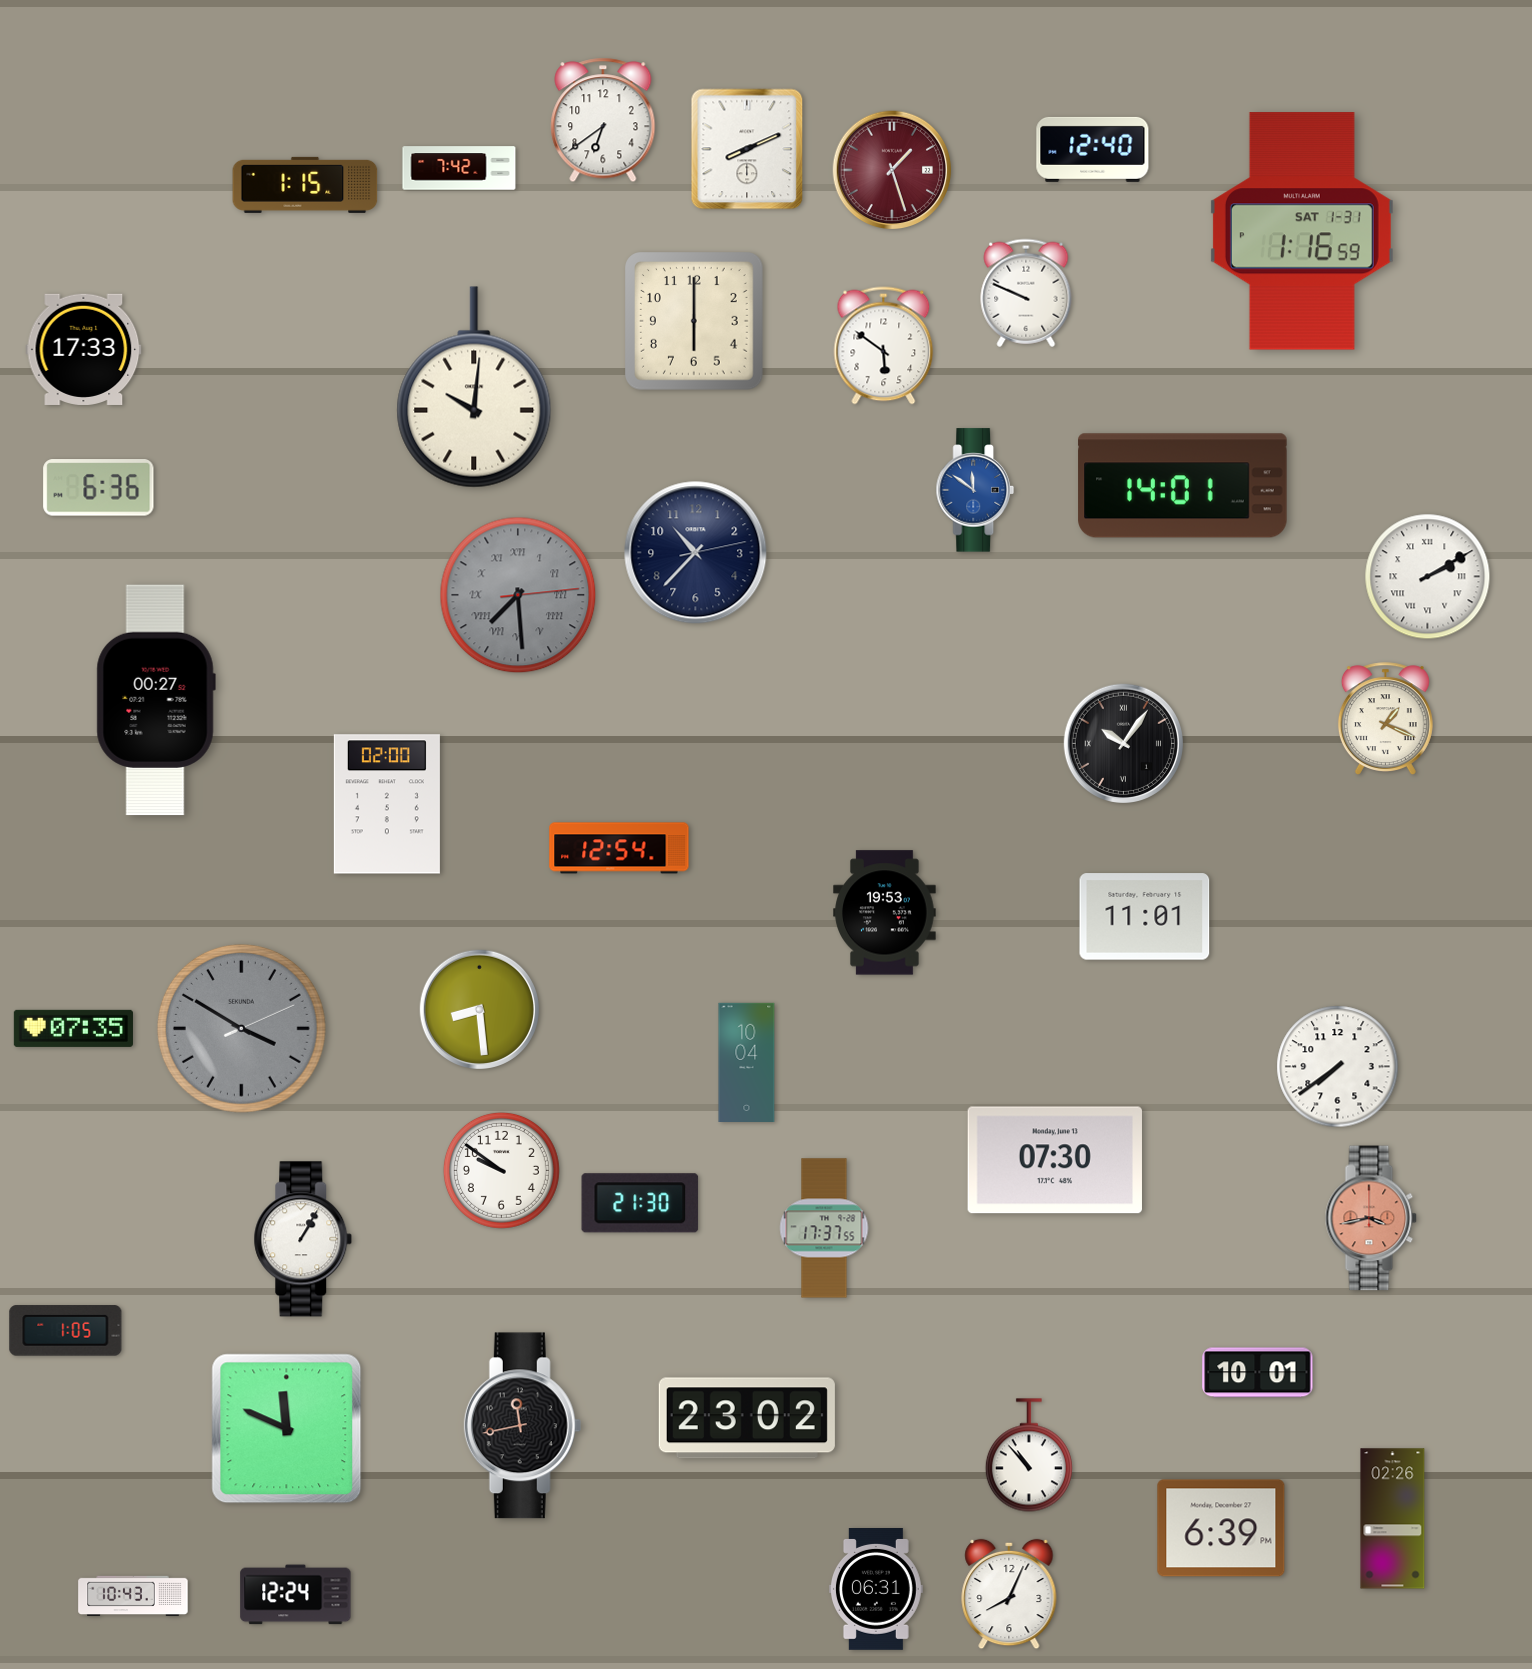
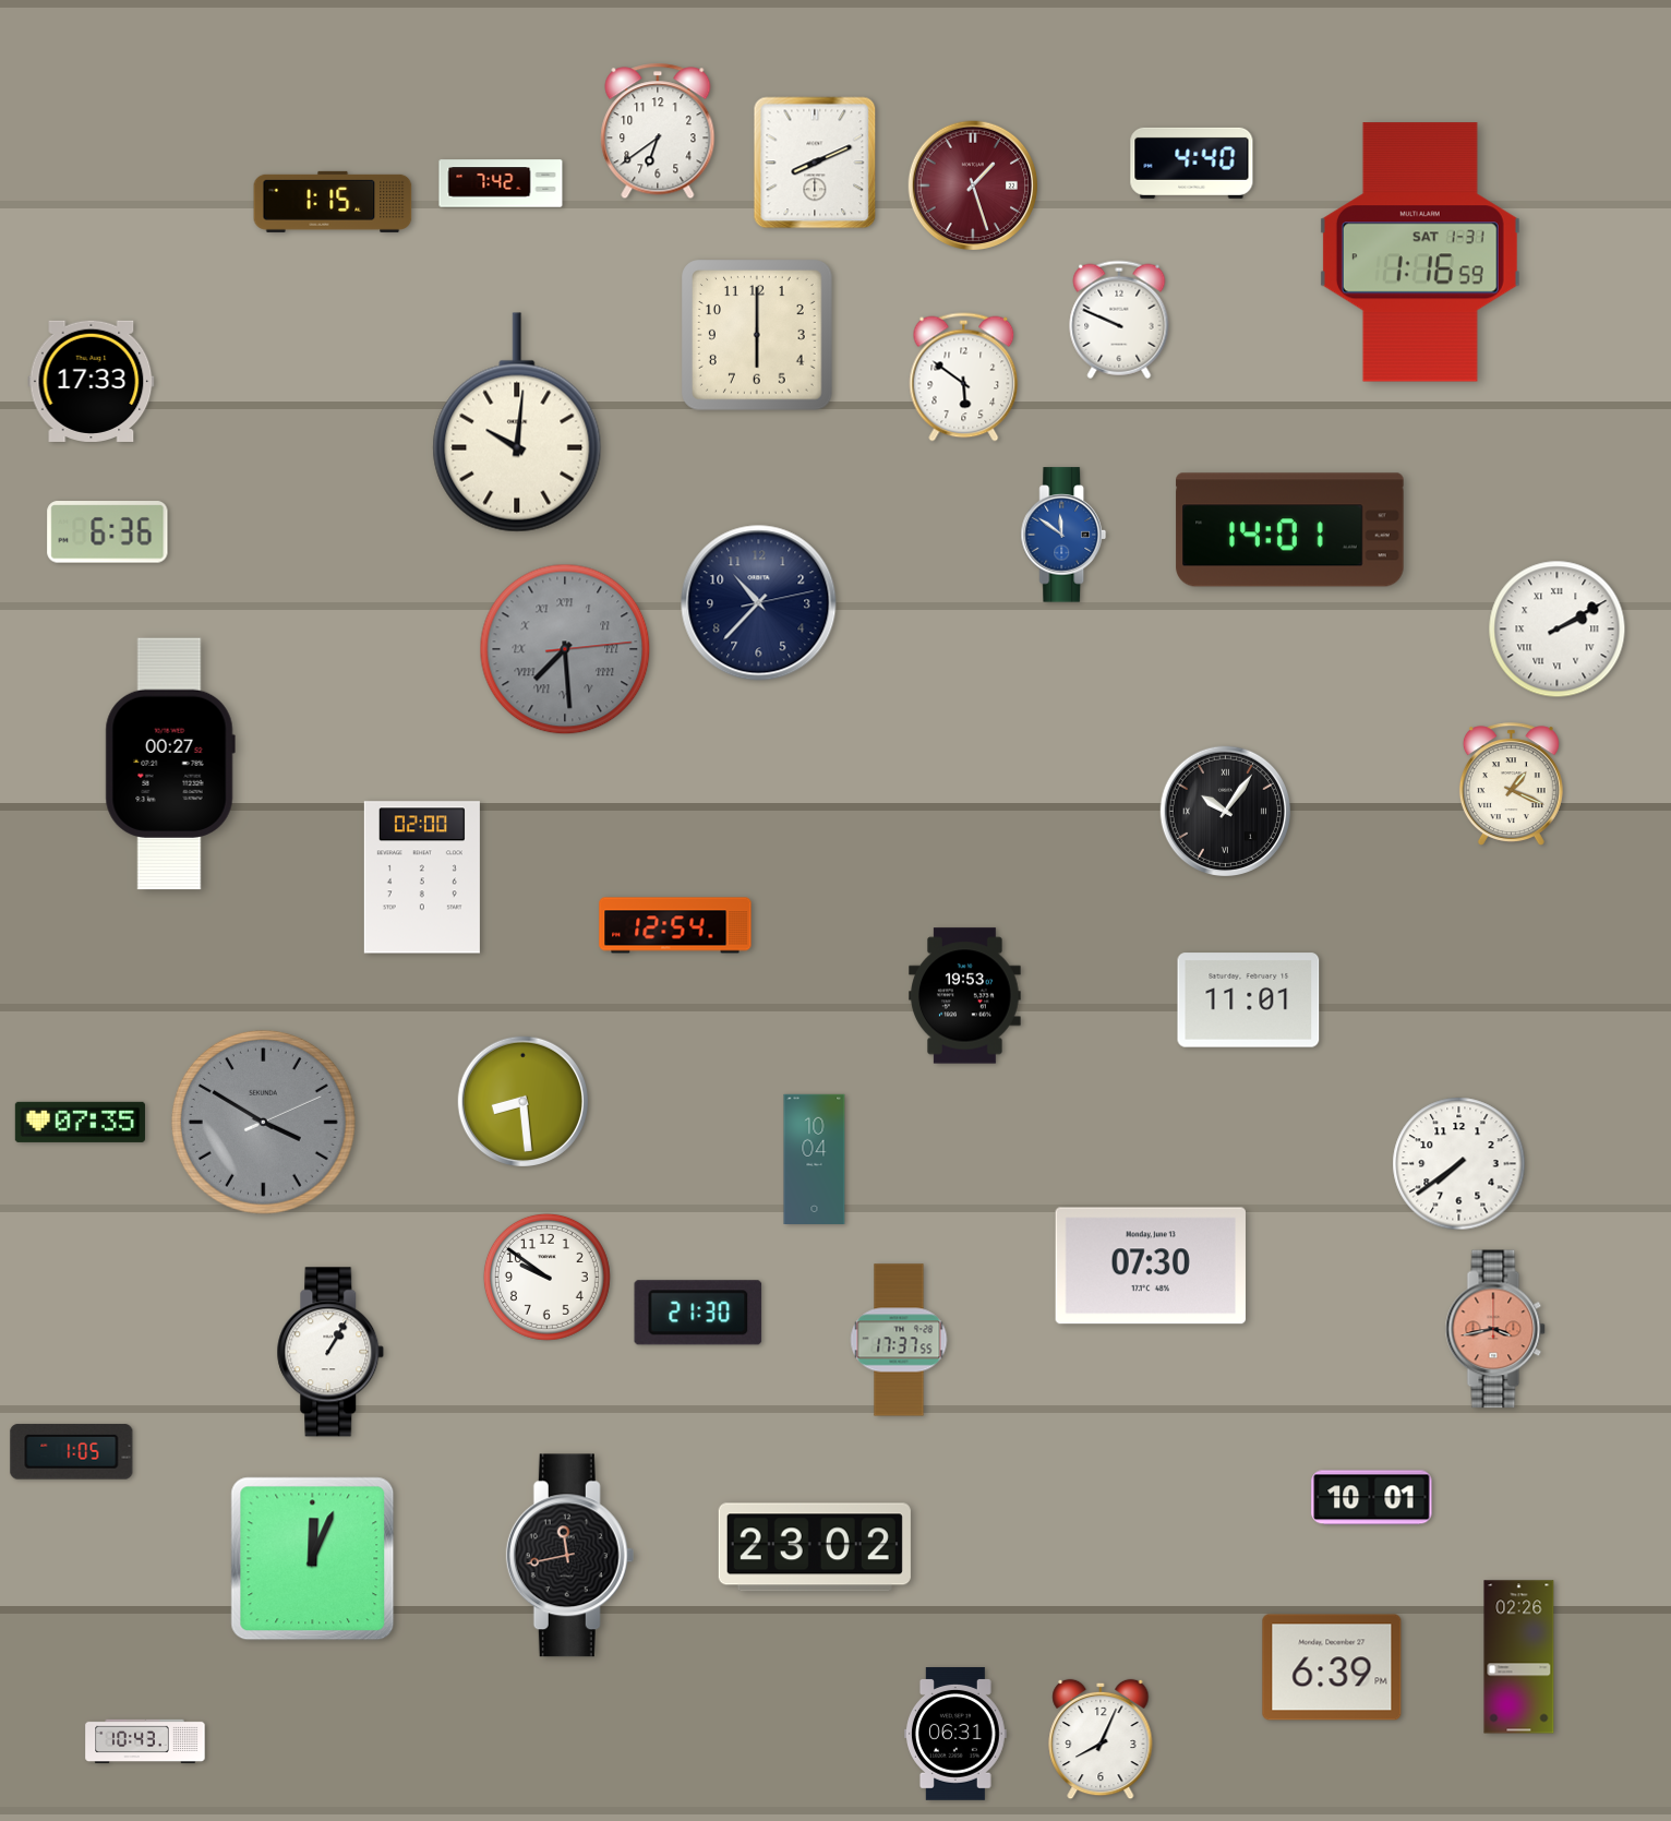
clock at (1093, 149): 12:40 -> 4:40
clock at (695, 322) position: (695, 322) -> (758, 336)
clock at (287, 1429): 11:49 -> 12:04
clock at (1029, 1455): 10:53 -> none
clock at (296, 1595): 12:24 -> none
